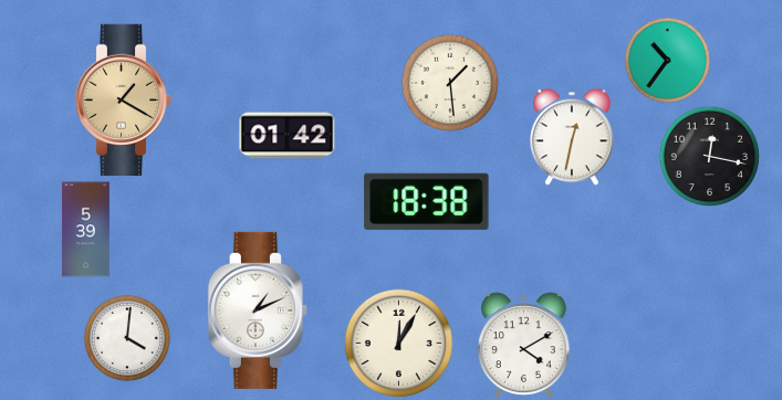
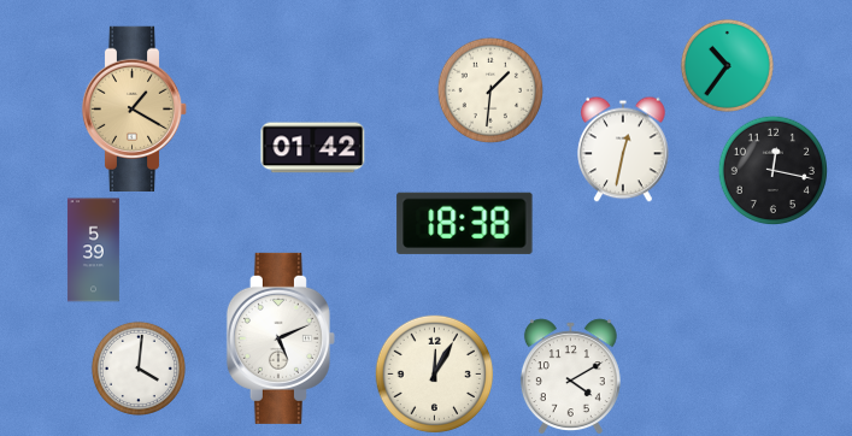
clock at (450, 83): 1:29 -> 1:31
clock at (427, 201) position: (427, 201) -> (465, 223)
clock at (258, 310): 1:11 -> 5:11
